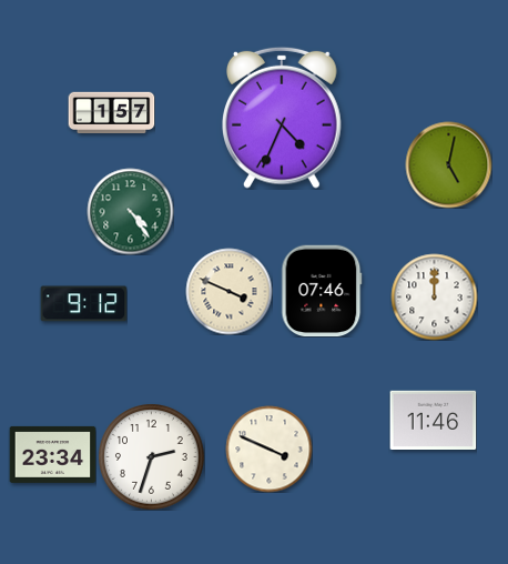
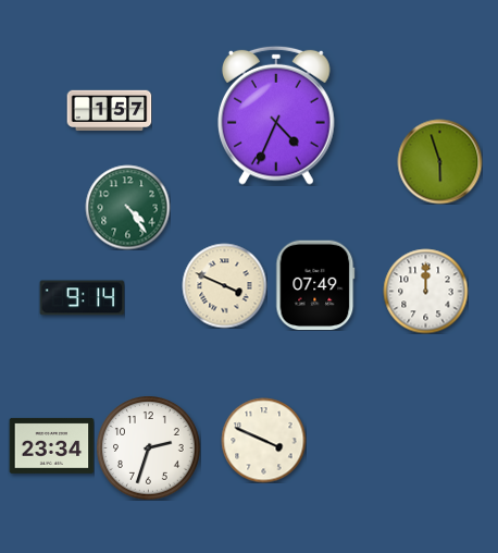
clock at (448, 164): 5:02 -> 5:57
clock at (322, 291): 07:46 -> 07:49
clock at (83, 304): 9:12 -> 9:14
clock at (433, 420): 11:46 -> none
